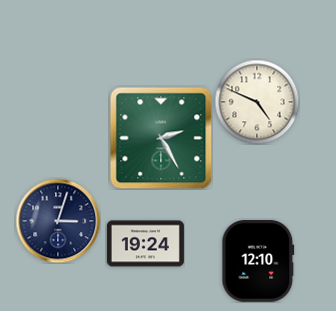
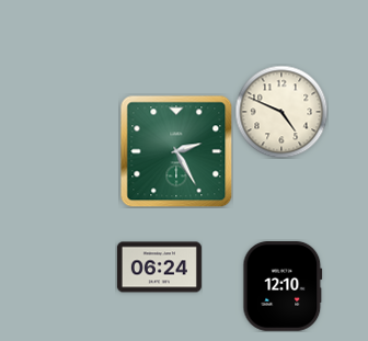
clock at (58, 221): 3:03 -> none
clock at (145, 244): 19:24 -> 06:24
